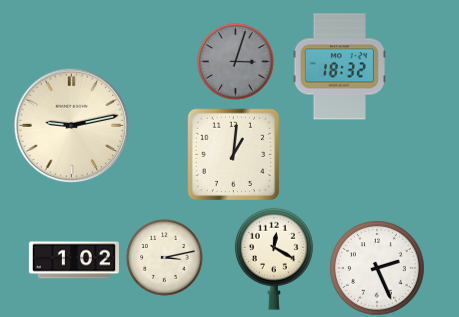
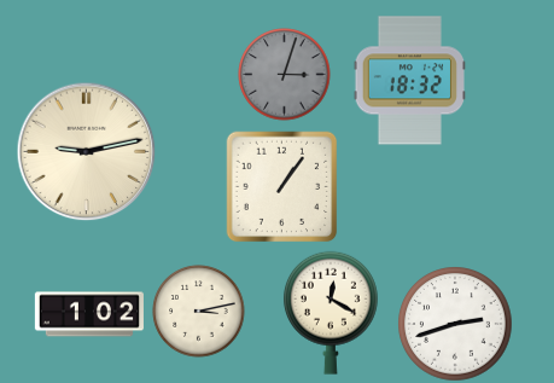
clock at (234, 155): 1:01 -> 1:06
clock at (377, 268): 2:26 -> 2:42
